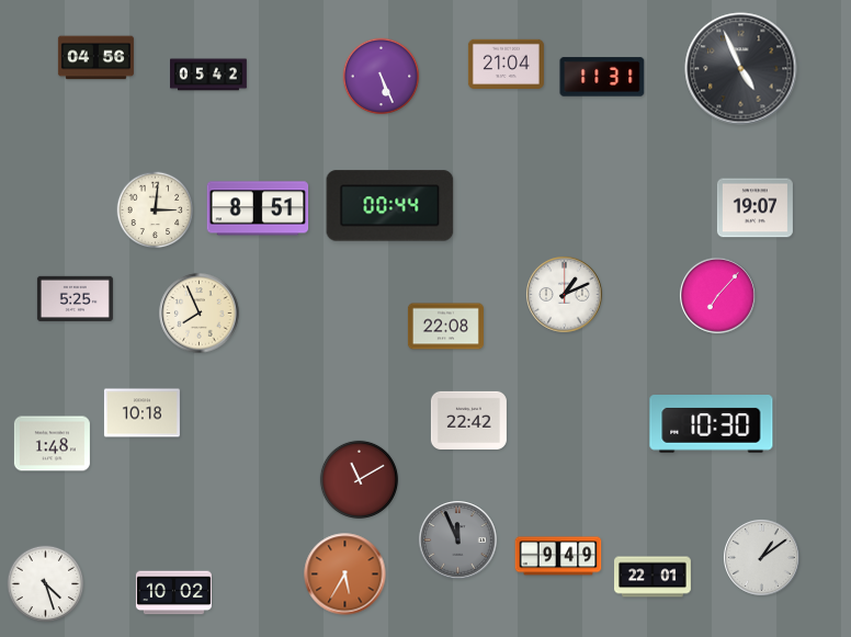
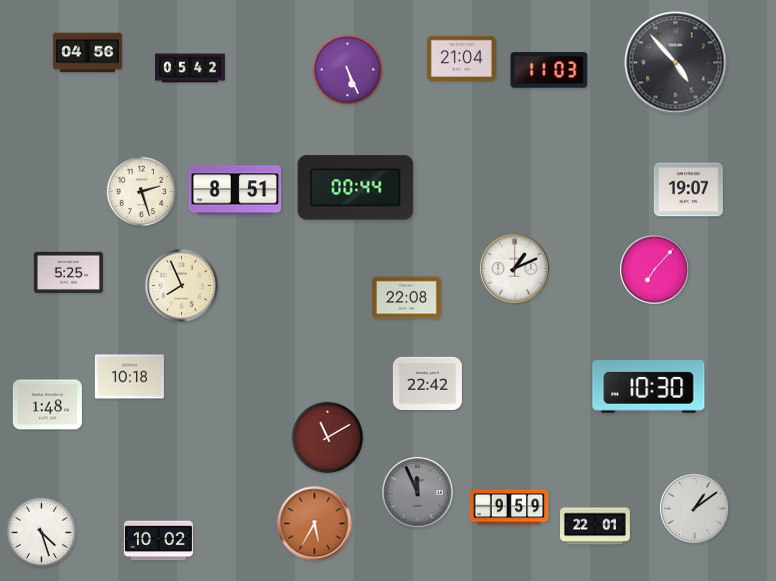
clock at (741, 69): 4:56 -> 4:53
clock at (602, 77): 11:31 -> 11:03
clock at (156, 211): 3:01 -> 2:27
clock at (558, 556): 9:49 -> 9:59
